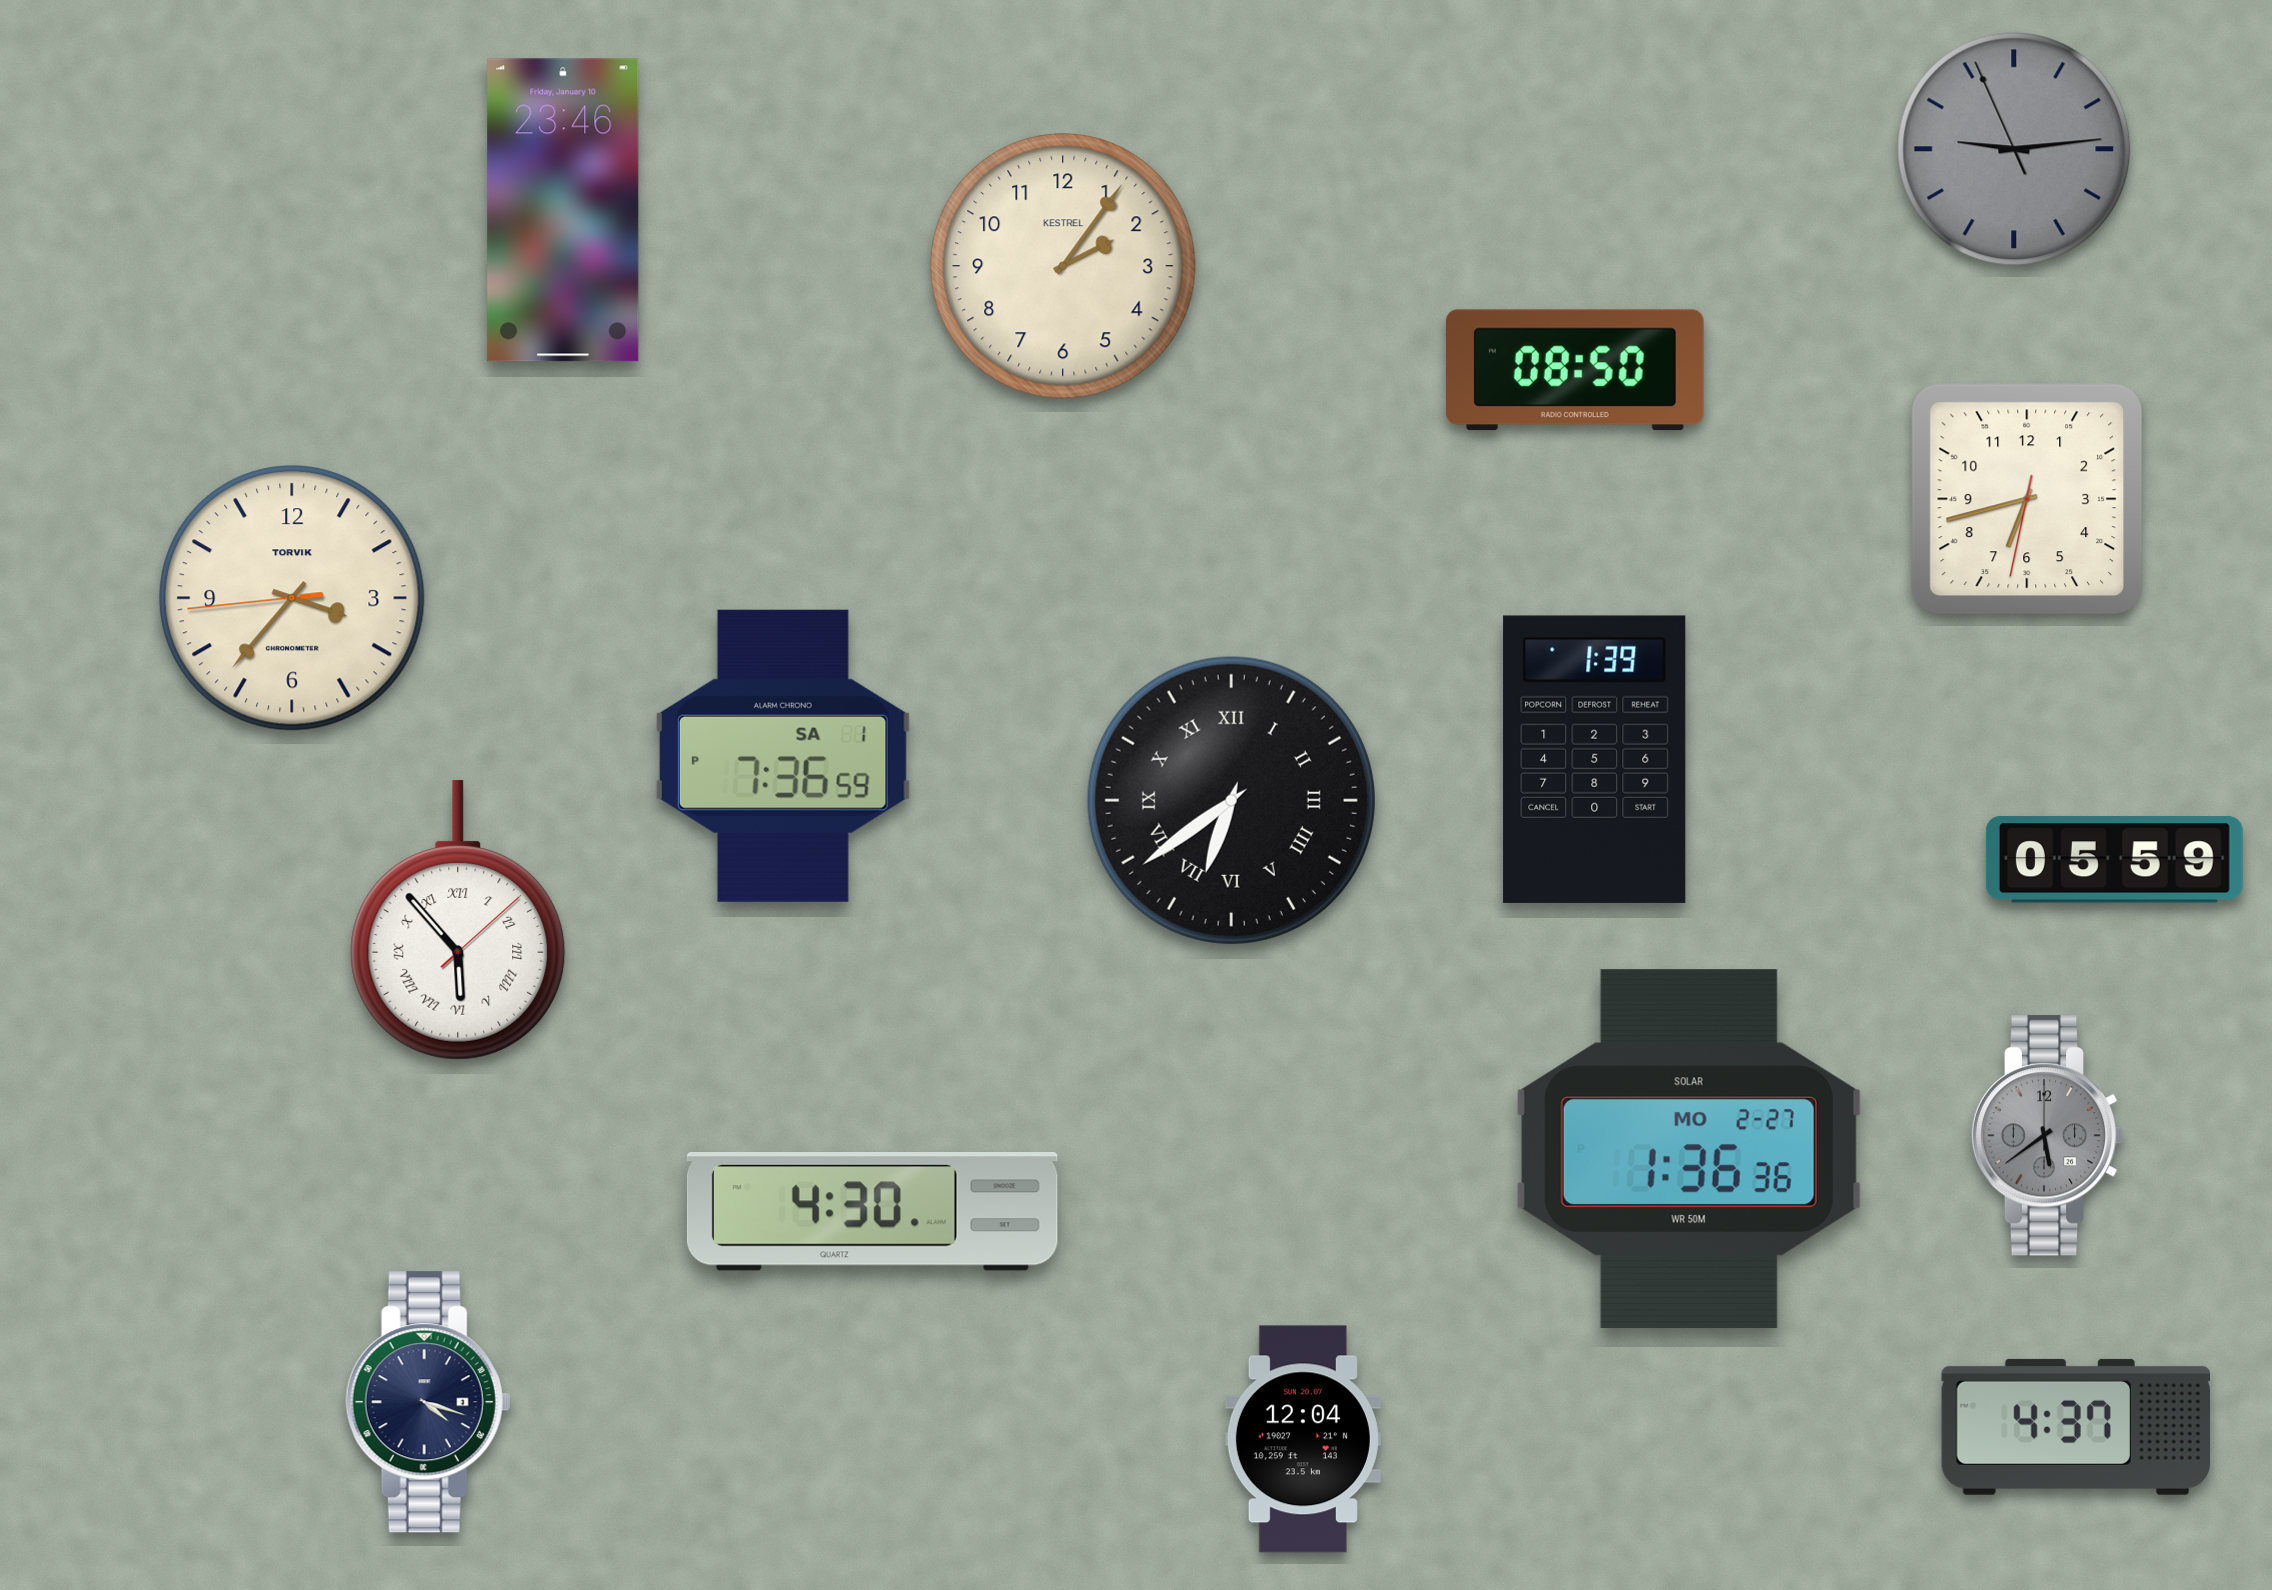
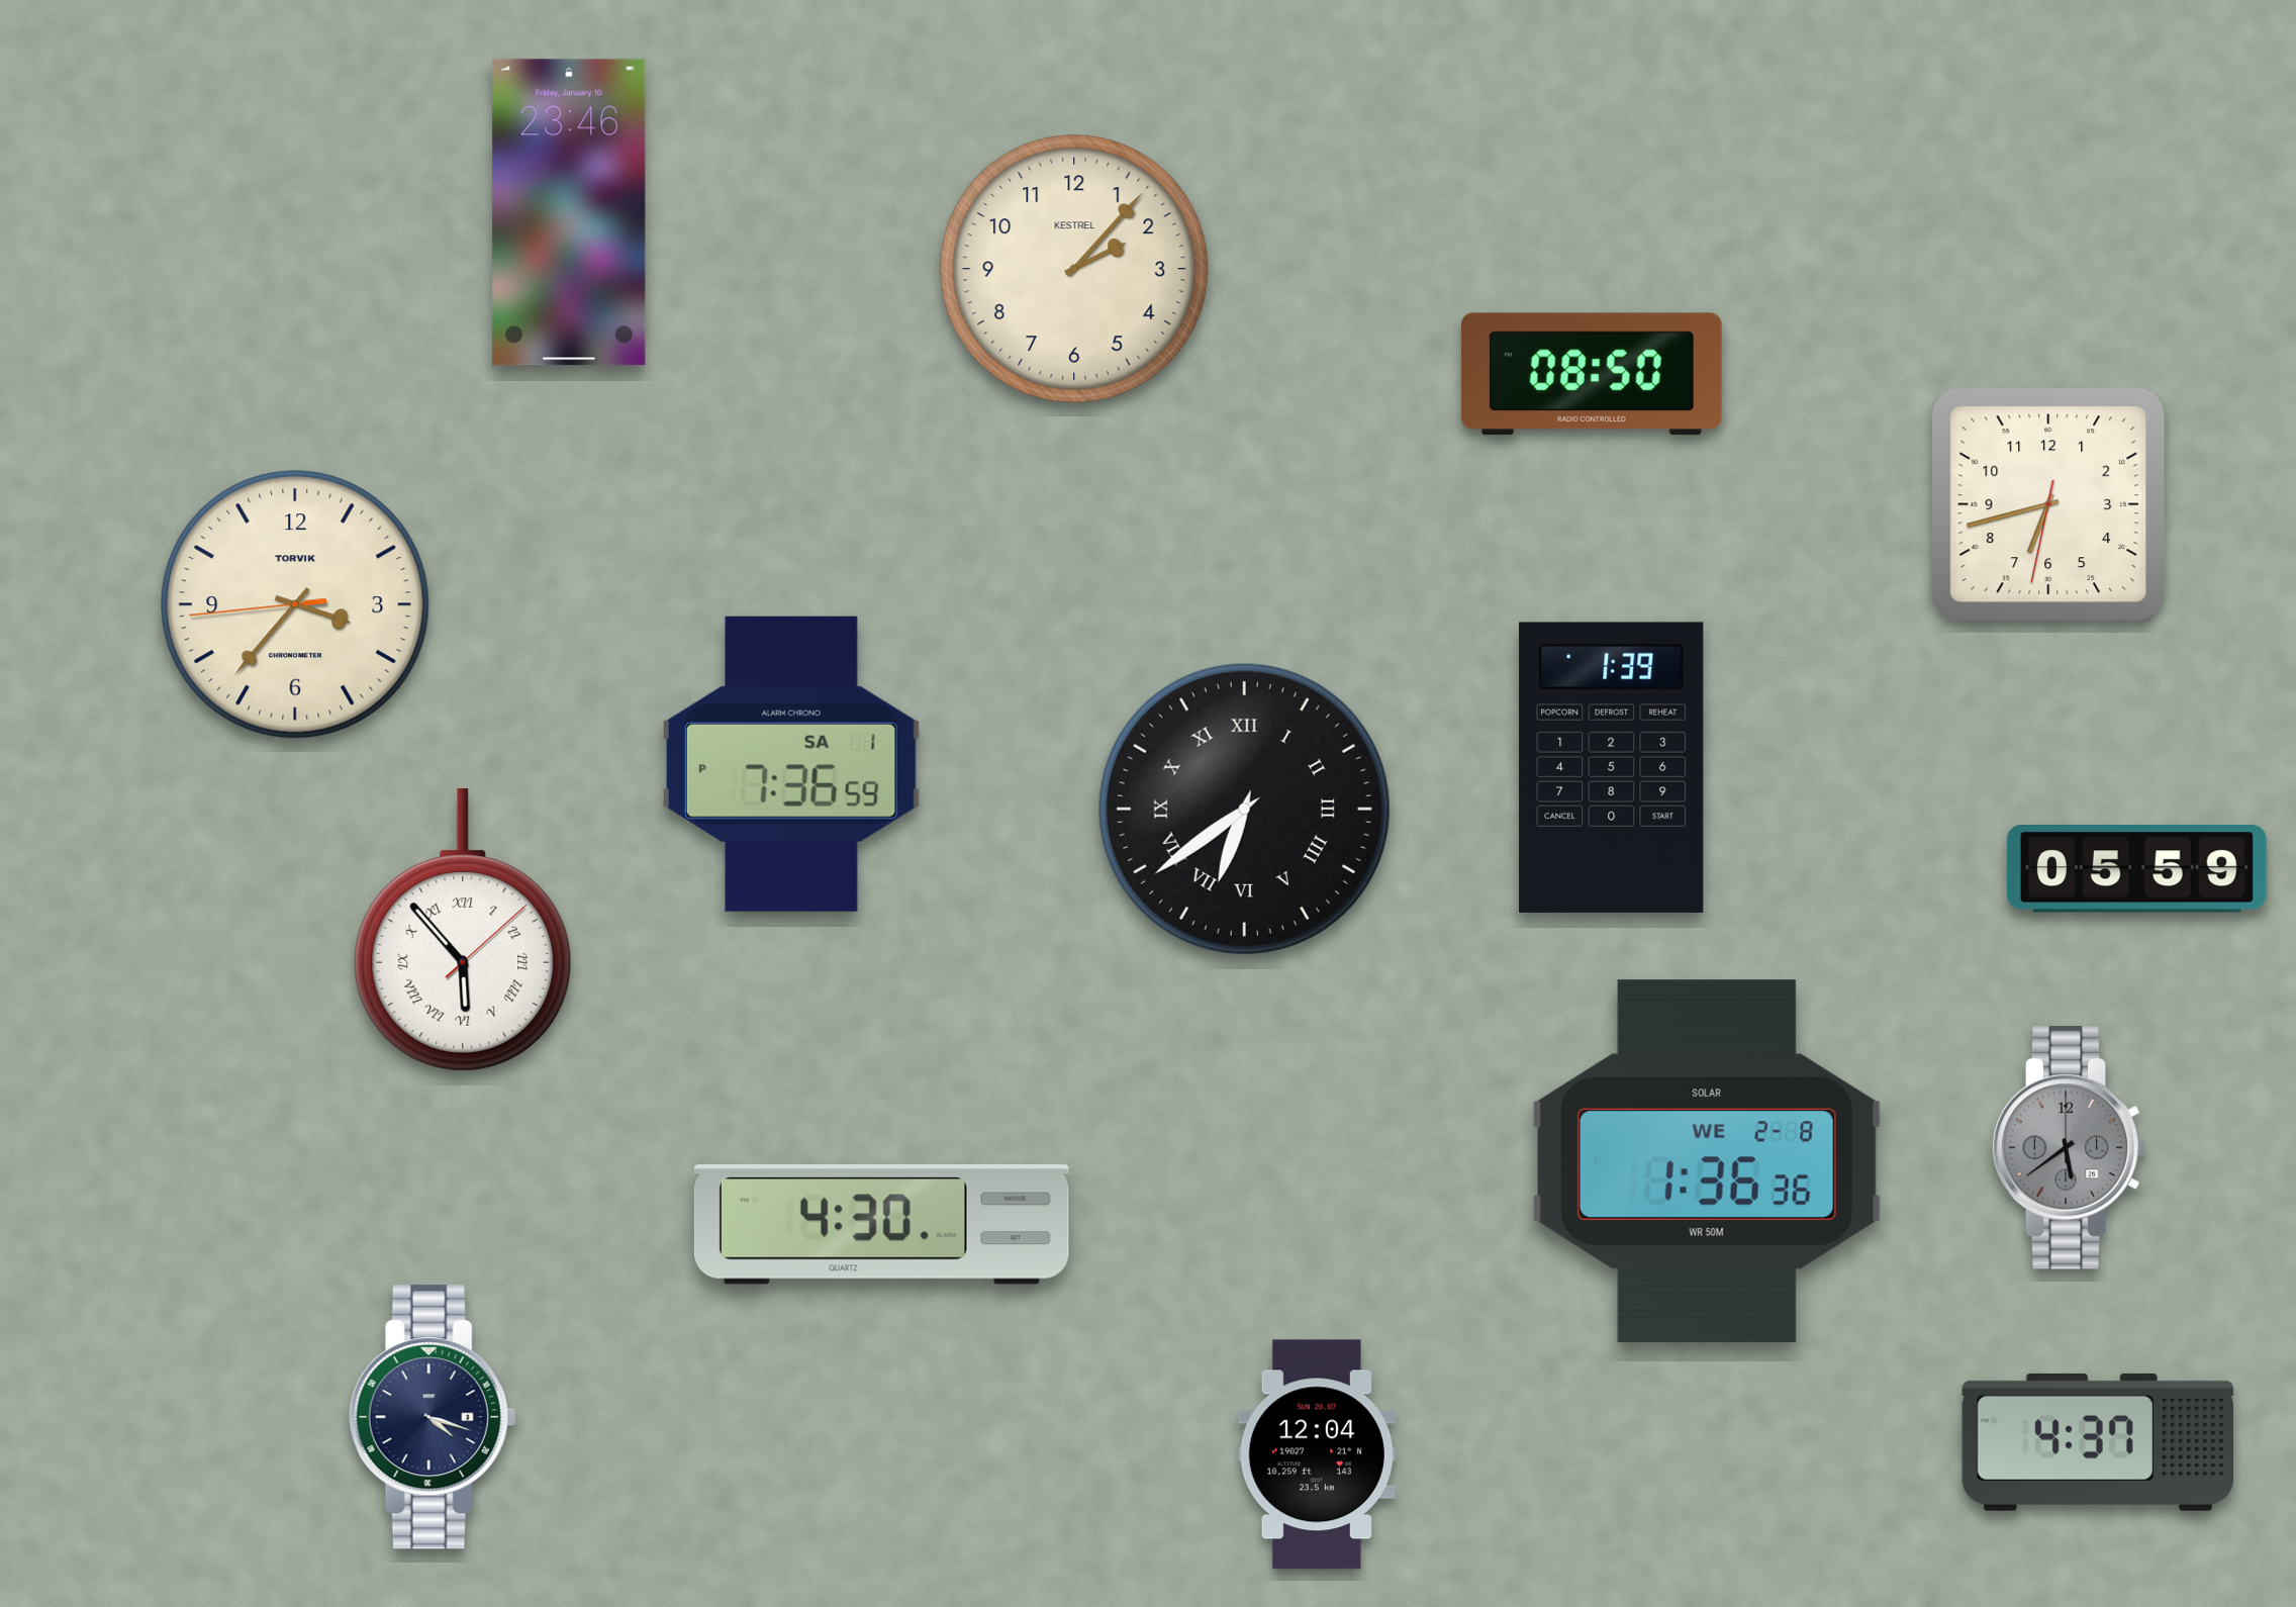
clock at (2014, 149): 9:13 -> none
clock at (1063, 266): 2:06 -> 2:07
clock at (1689, 1149) date: MO 2-27 -> WE 2-8
